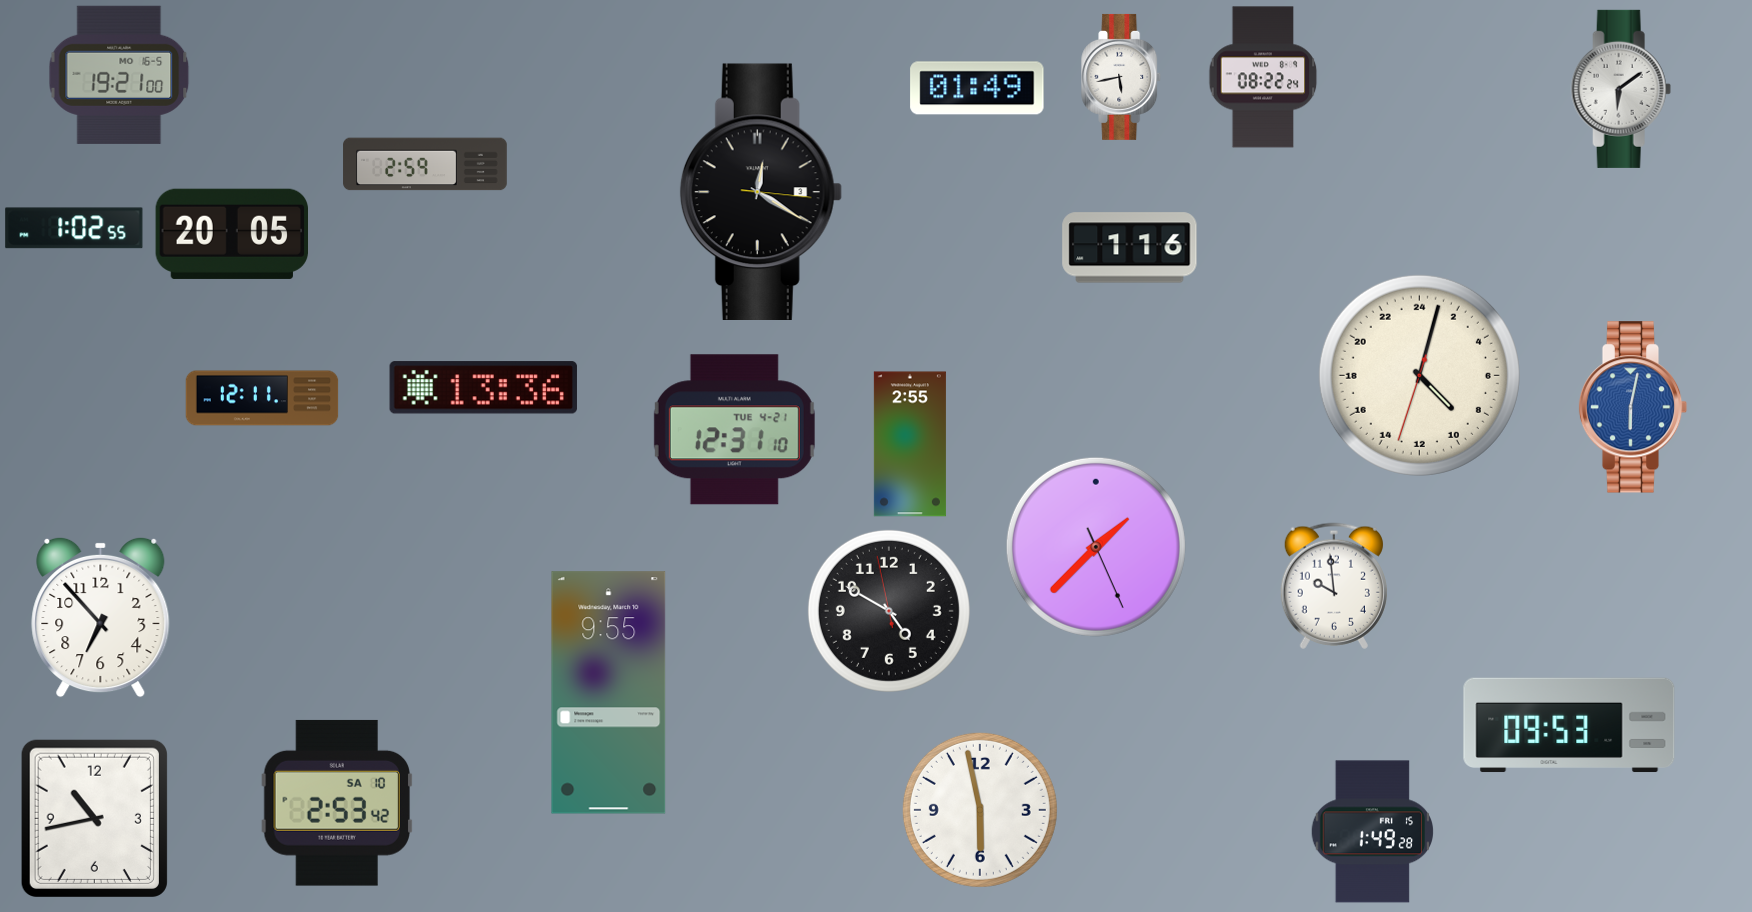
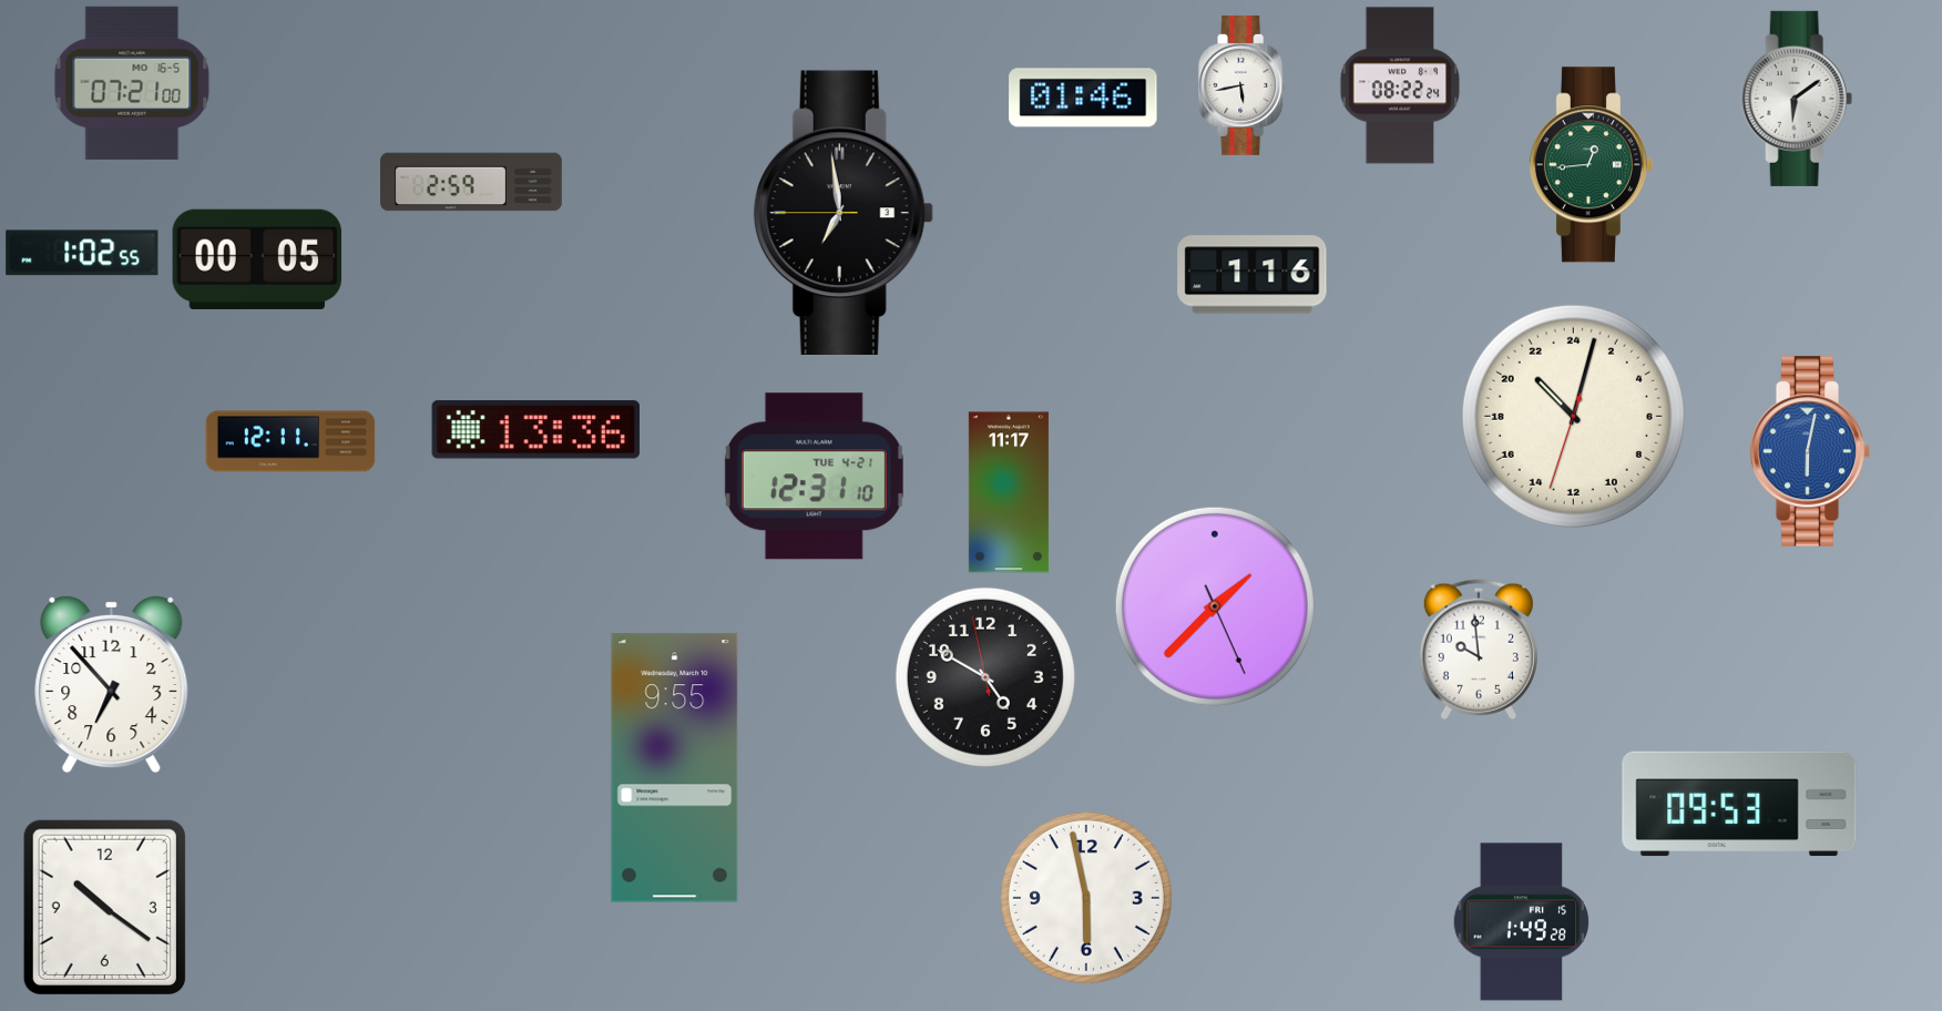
clock at (119, 75): 19:21 -> 07:21
clock at (977, 88): 01:49 -> 01:46
clock at (1591, 165): none -> 12:44
clock at (761, 191): 12:20 -> 6:58
clock at (231, 234): 20:05 -> 00:05
clock at (1419, 375): 9:02 -> 21:02
clock at (910, 444): 2:55 -> 11:17
clock at (337, 803): 2:53 -> none
clock at (94, 818): 10:43 -> 10:21
